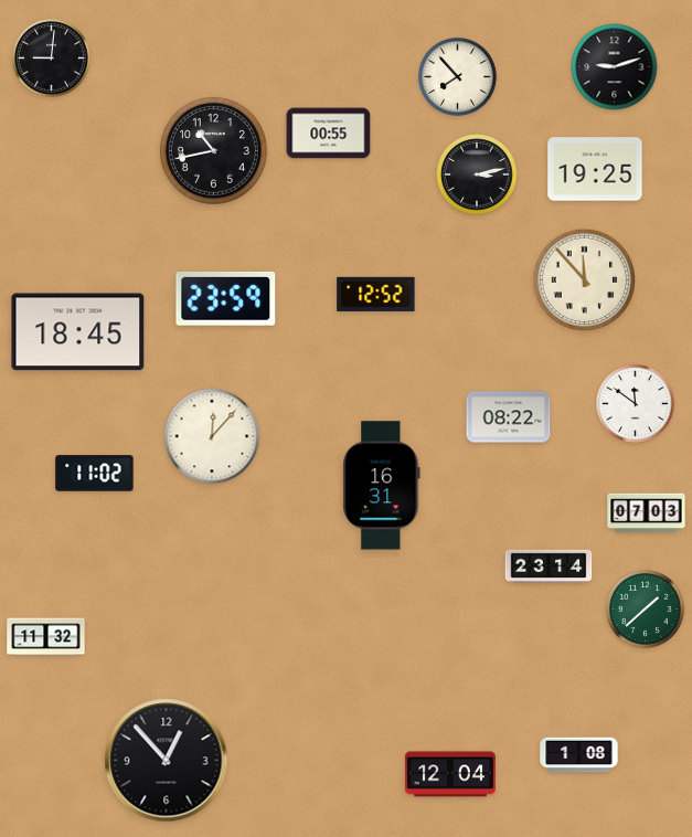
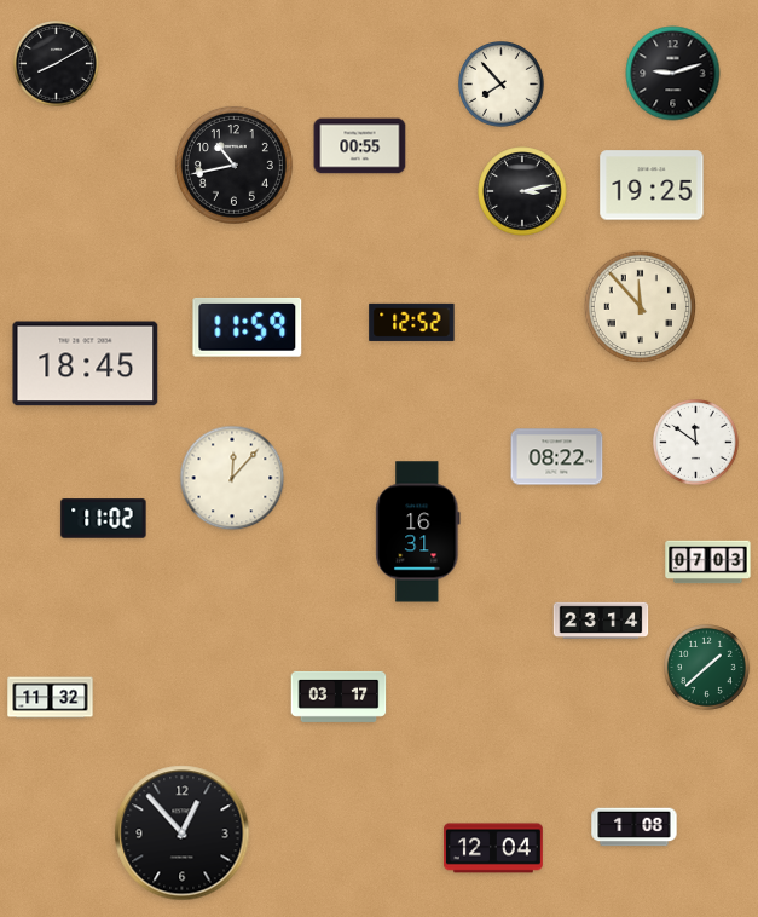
clock at (52, 59): 9:01 -> 8:10
clock at (226, 298): 23:59 -> 11:59
clock at (339, 697): none -> 03:17
